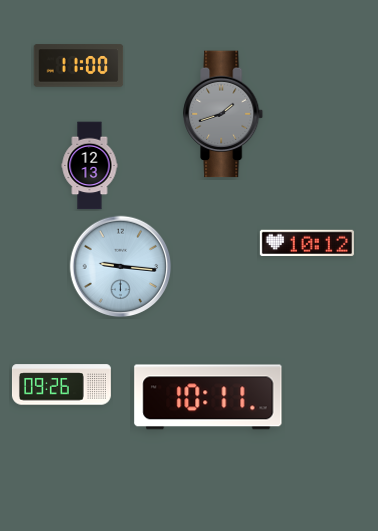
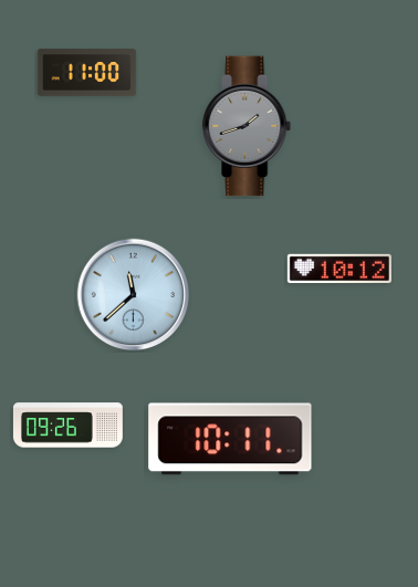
clock at (90, 166): 12:13 -> none
clock at (121, 267): 9:16 -> 11:38
